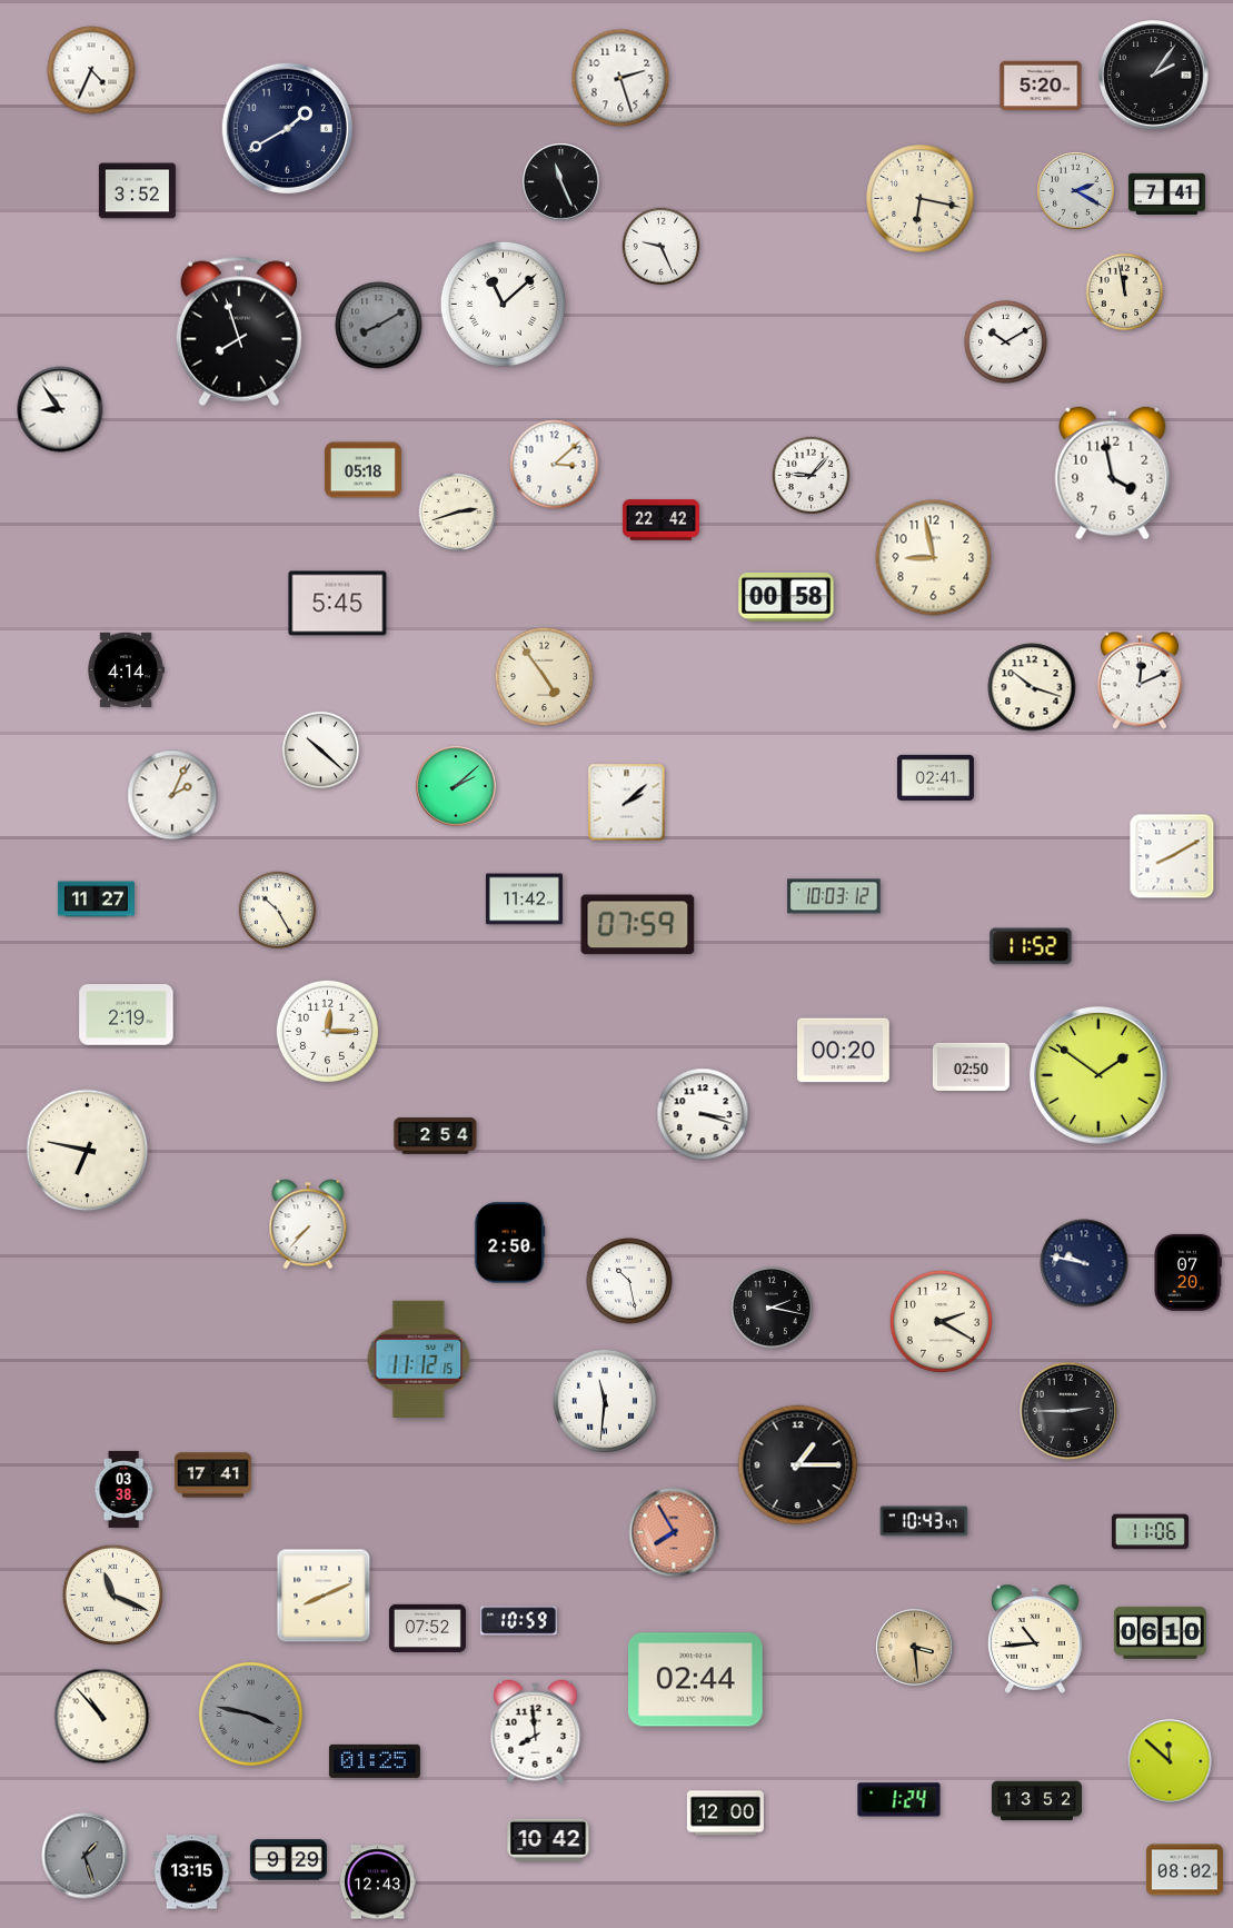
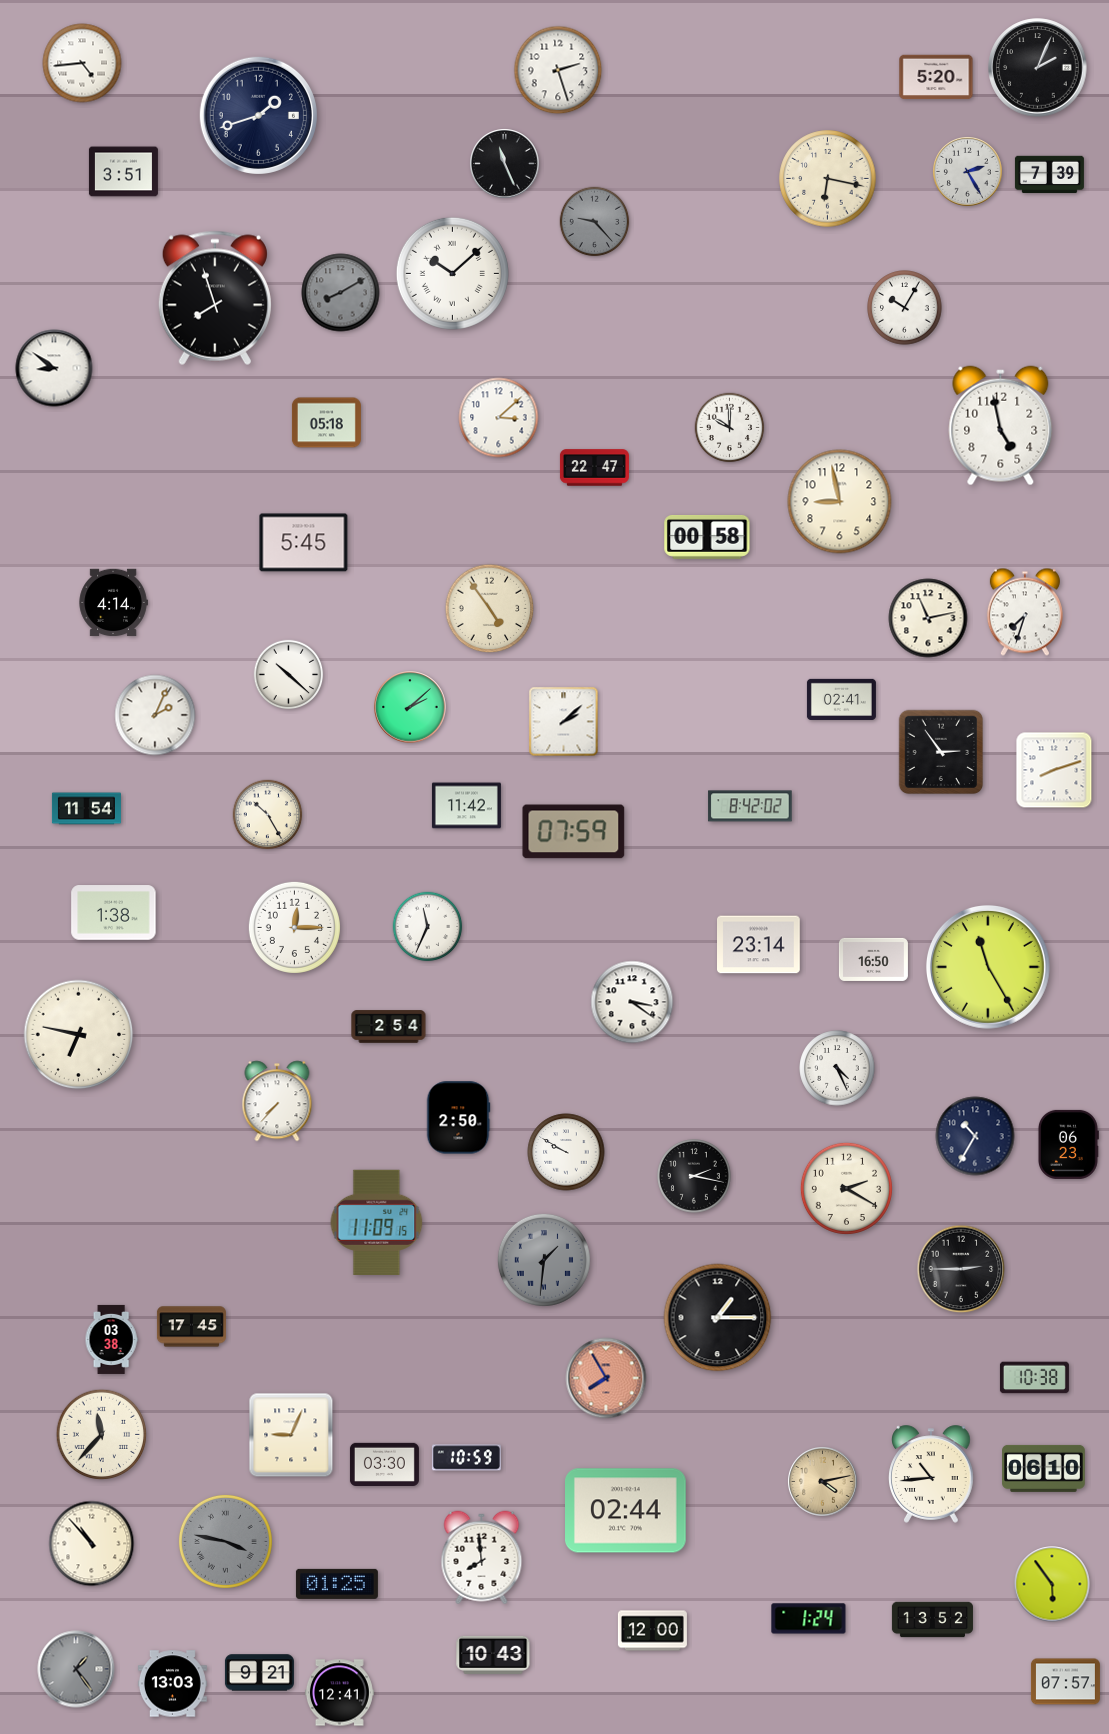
clock at (91, 70): 4:34 -> 4:44
clock at (1154, 76): 2:06 -> 2:04
clock at (287, 128): 1:40 -> 1:42
clock at (137, 191): 3:52 -> 3:51
clock at (1076, 191): 2:20 -> 2:25
clock at (1166, 195): 7:41 -> 7:39
clock at (662, 247): 9:26 -> 9:23
clock at (662, 247) dial: white -> grey
clock at (1125, 292): 11:58 -> none
clock at (503, 304): 11:08 -> 10:08
clock at (1006, 342): 10:10 -> 10:05
clock at (60, 409): 8:54 -> 8:51
clock at (1113, 474): 3:58 -> 4:58
clock at (812, 476): 9:07 -> 10:00
clock at (458, 513): 2:42 -> none
clock at (660, 520): 22:42 -> 22:47
clock at (1140, 680): 12:11 -> 7:33
clock at (1032, 687): 10:18 -> 11:13
clock at (941, 752): none -> 2:54
clock at (1172, 856): 8:10 -> 8:12
clock at (834, 896): 10:03 -> 8:42
clock at (96, 900): 11:27 -> 11:54
clock at (524, 900) position: (524, 900) -> (466, 806)
clock at (278, 911) position: (278, 911) -> (268, 815)
clock at (1031, 946): 11:52 -> none
clock at (127, 1015): 2:19 -> 1:38
clock at (428, 927): none -> 11:34
clock at (844, 1051): 00:20 -> 23:14
clock at (971, 1066): 02:50 -> 16:50
clock at (1098, 1075): 1:51 -> 11:25
clock at (703, 1114): 3:18 -> 3:21
clock at (436, 1136) position: (436, 1136) -> (389, 1027)
clock at (837, 1068): none -> 4:26
clock at (1084, 1263): 9:47 -> 10:35
clock at (1187, 1272): 07:20 -> 06:23
clock at (629, 1281): 10:28 -> 9:50
clock at (419, 1359): 11:12 -> 11:09
clock at (605, 1401): 11:31 -> 1:31
clock at (605, 1401) dial: white -> grey
clock at (212, 1475): 17:41 -> 17:45
clock at (924, 1521): 10:43 -> none
clock at (1150, 1532): 11:06 -> 10:38
clock at (113, 1596): 11:19 -> 11:37
clock at (324, 1596): 8:11 -> 9:04
clock at (427, 1628): 07:52 -> 03:30
clock at (915, 1648): 3:29 -> 4:13
clock at (1170, 1761): 11:52 -> 5:54
clock at (548, 1840): 10:42 -> 10:43
clock at (84, 1856): 1:27 -> 1:24
clock at (288, 1860): 9:29 -> 9:21
clock at (1184, 1870): 08:02 -> 07:57
clock at (191, 1872): 13:15 -> 13:03
clock at (377, 1882): 12:43 -> 12:41
